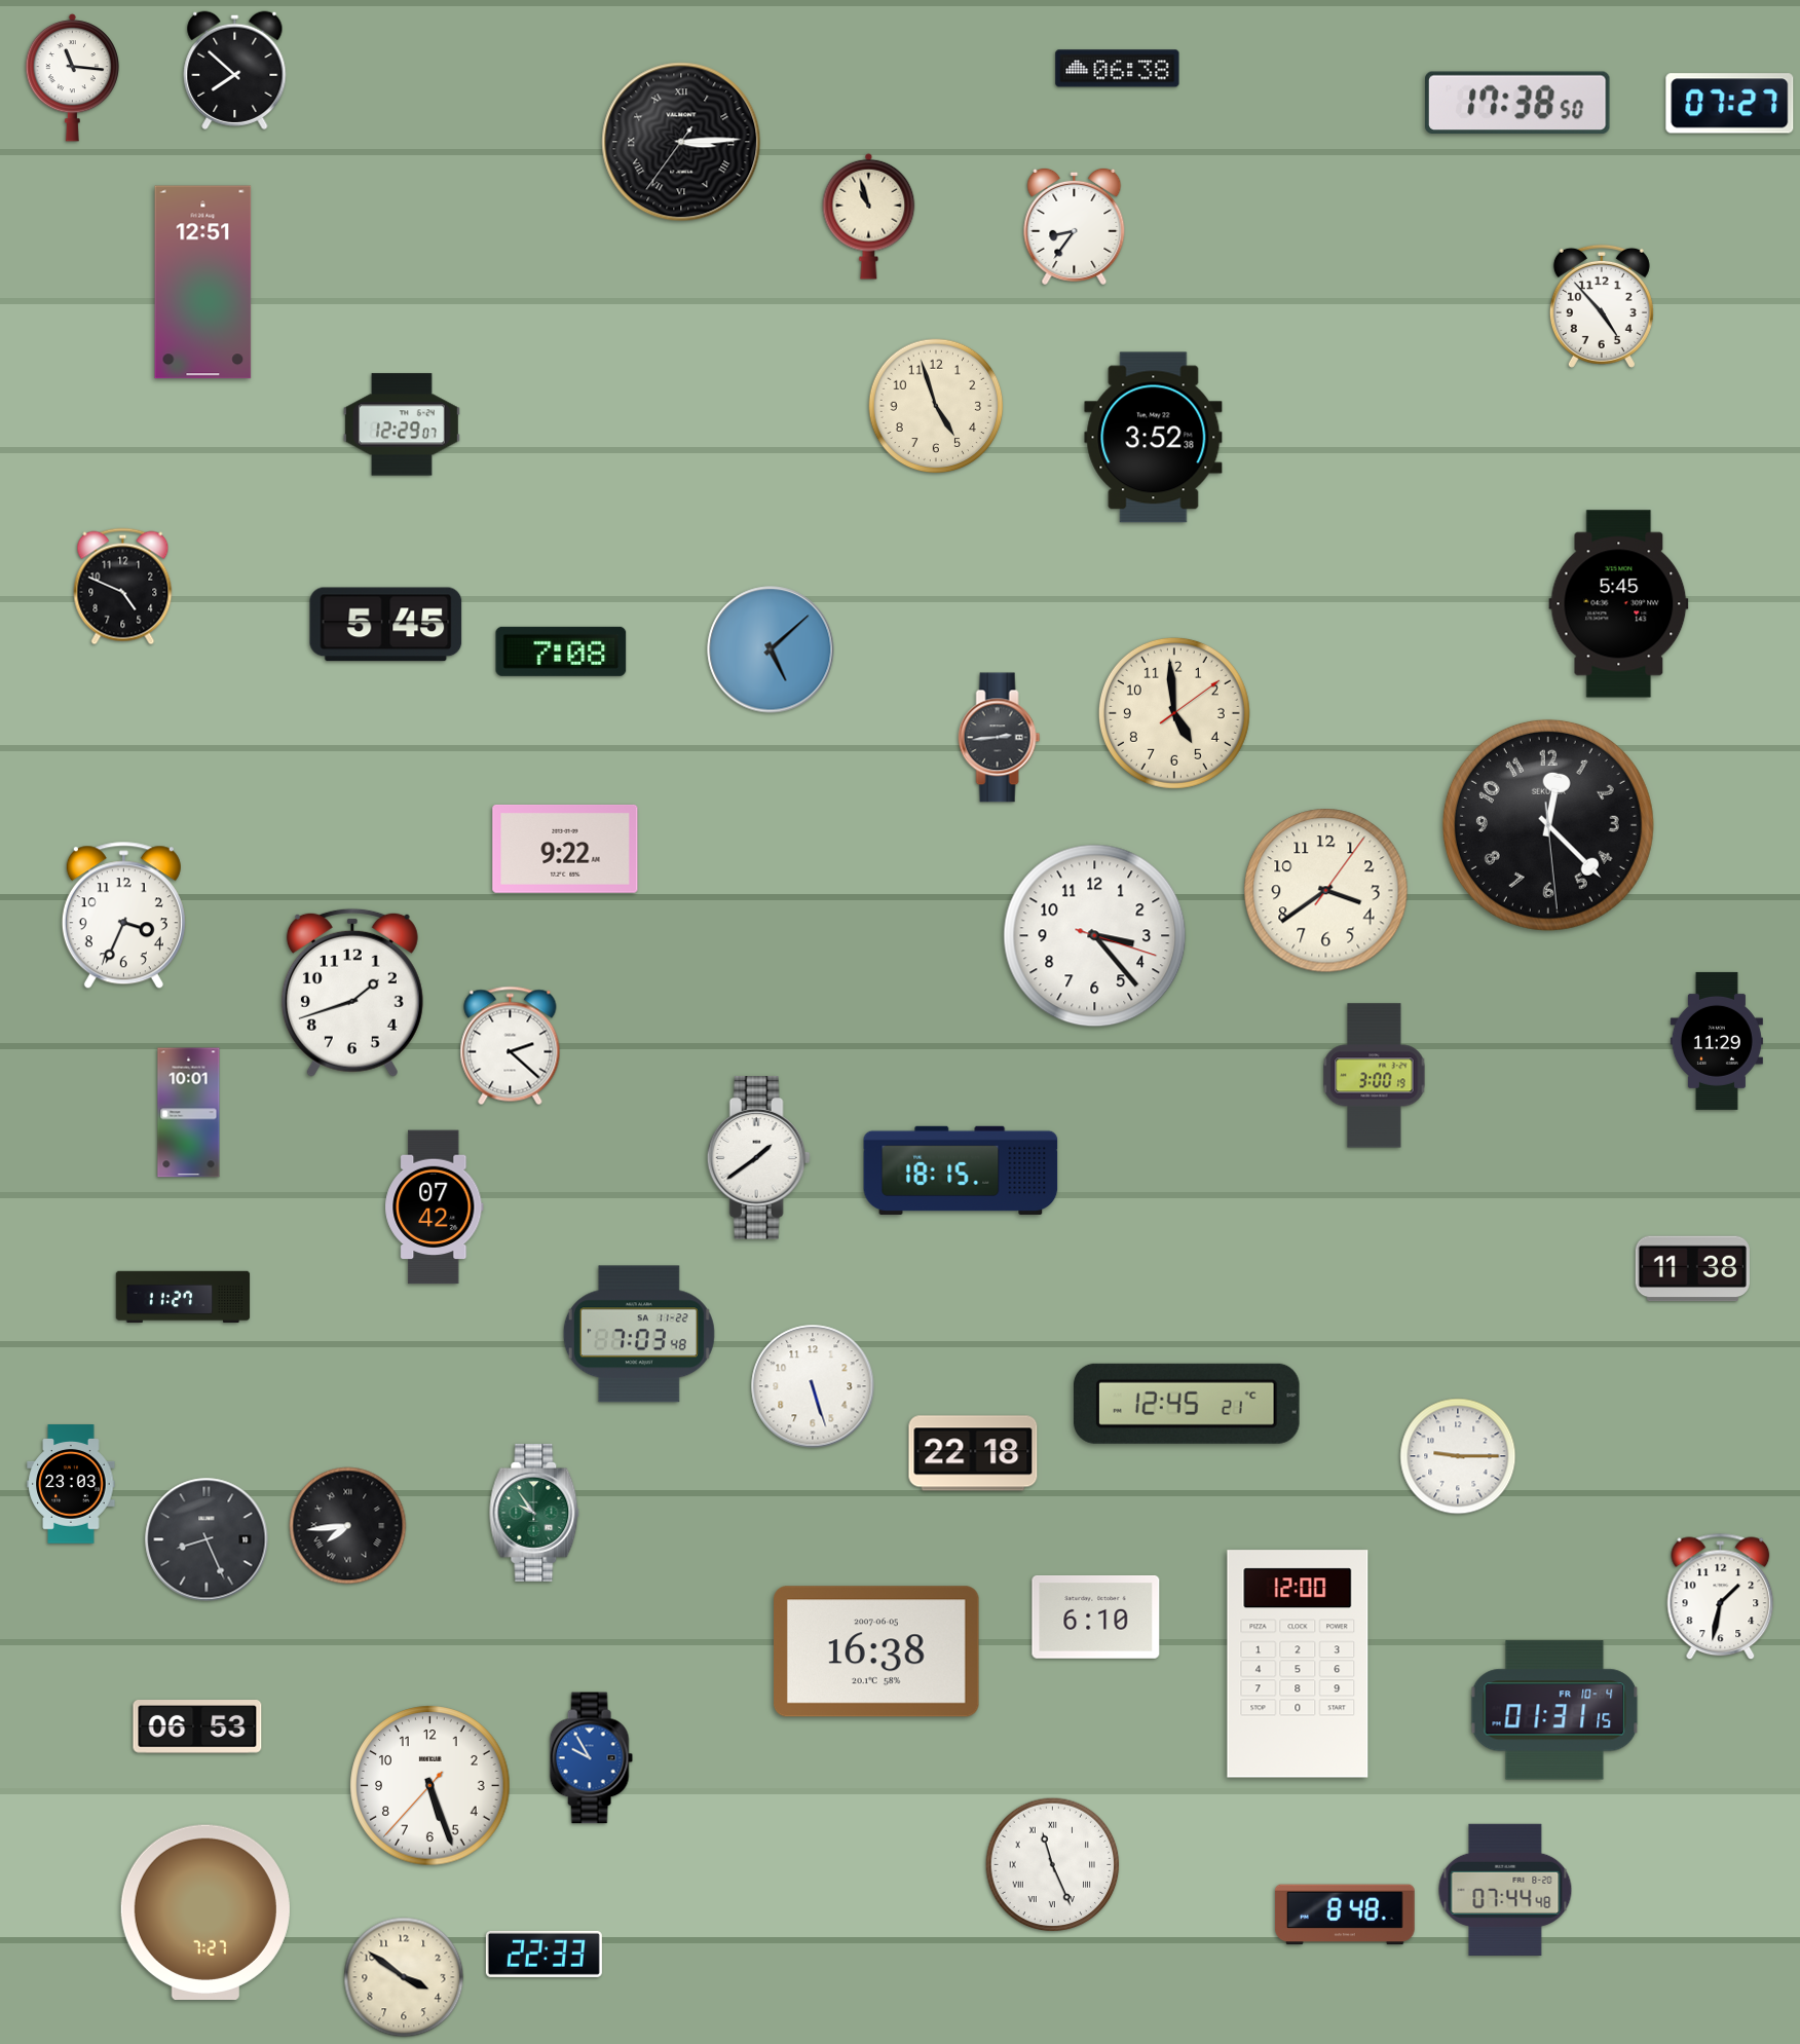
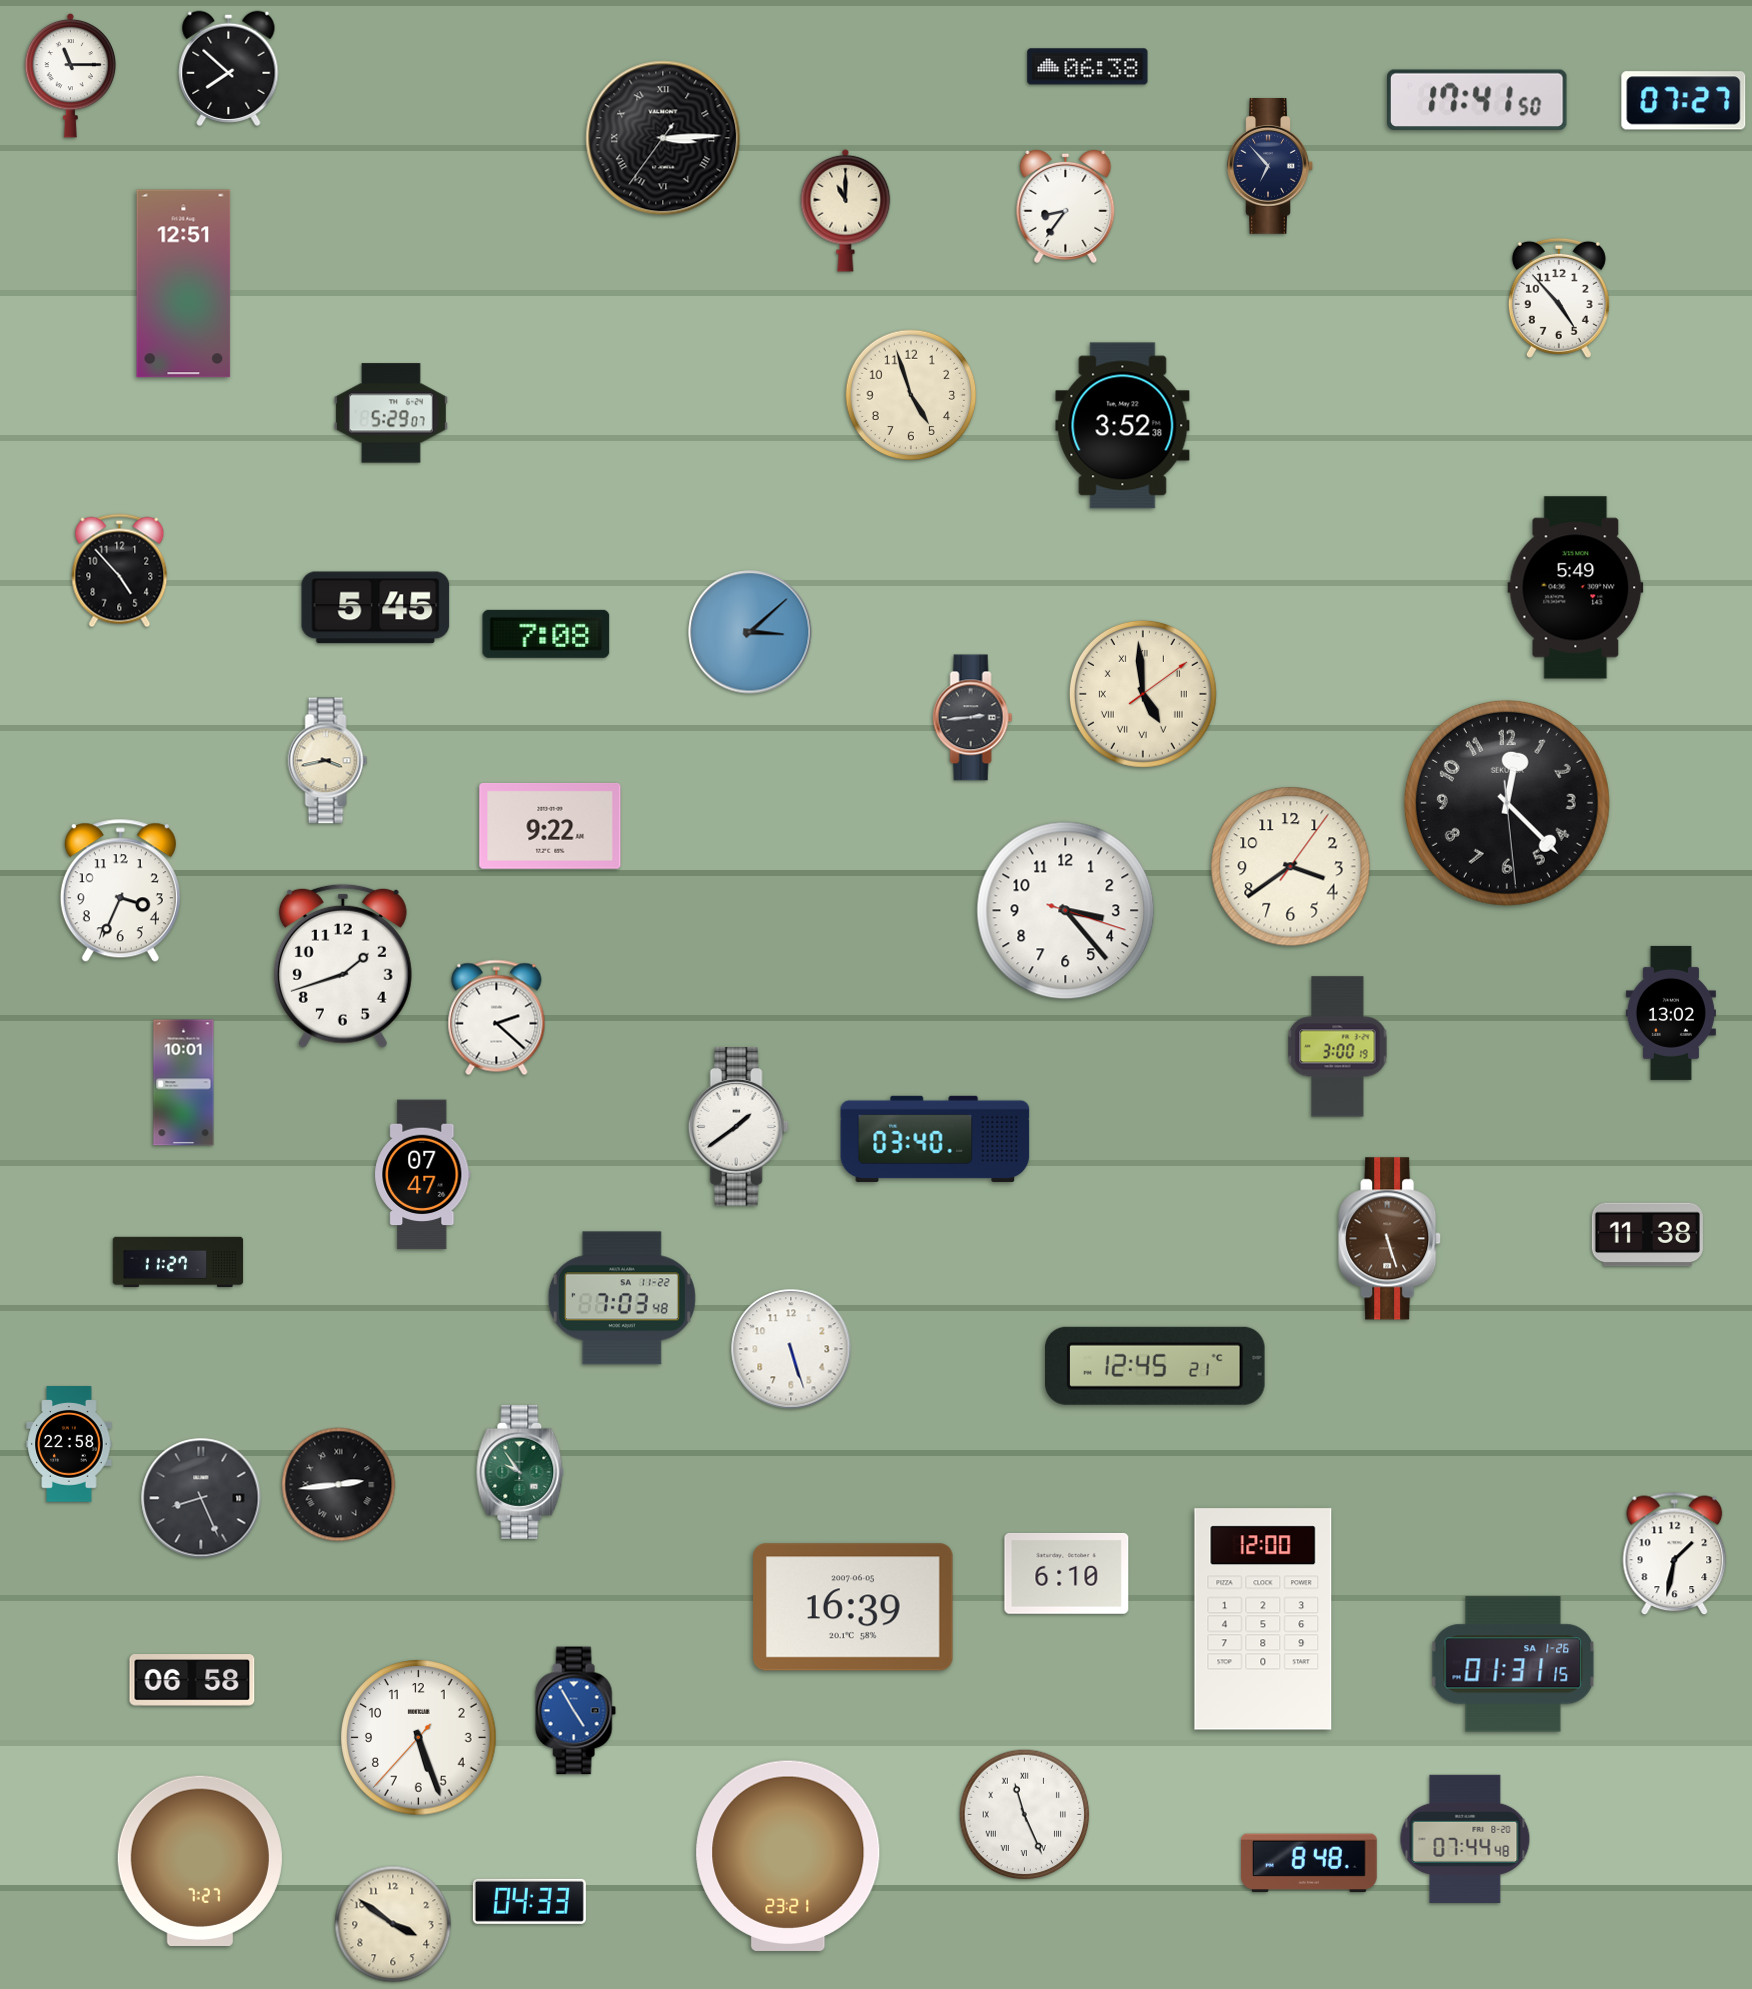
clock at (73, 77): 11:16 -> 11:15
clock at (1518, 102): 17:38 -> 17:41
clock at (1270, 167): none -> 6:53
clock at (869, 216): 10:57 -> 11:00
clock at (1075, 226) position: (1075, 226) -> (1066, 206)
clock at (203, 283) position: (203, 283) -> (184, 284)
clock at (402, 424): 12:29 -> 5:29
clock at (123, 587): 4:49 -> 4:53
clock at (1619, 604): 5:45 -> 5:49
clock at (771, 649): 5:08 -> 3:08
clock at (1174, 713) numerals: Arabic -> Roman
clock at (328, 761): none -> 3:43
clock at (1717, 1041): 11:29 -> 13:02
clock at (961, 1170): 18:15 -> 03:40
clock at (435, 1207): 07:42 -> 07:47
clock at (1390, 1239): none -> 5:27
clock at (973, 1453): 22:18 -> none
clock at (1458, 1456): 9:15 -> none
clock at (71, 1484): 23:03 -> 22:58
clock at (348, 1526): 7:44 -> 2:44
clock at (877, 1651): 16:38 -> 16:39
clock at (1554, 1710) date: FR 10-4 -> SA 1-26
clock at (197, 1726): 06:53 -> 06:58
clock at (591, 1758): 9:55 -> 4:55
clock at (788, 1856): none -> 23:21
clock at (543, 1954): 22:33 -> 04:33
